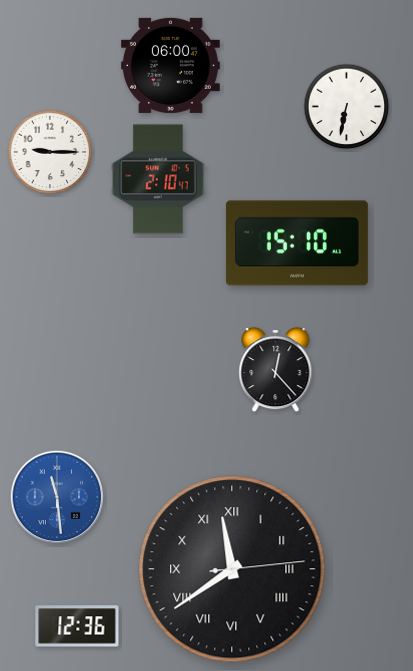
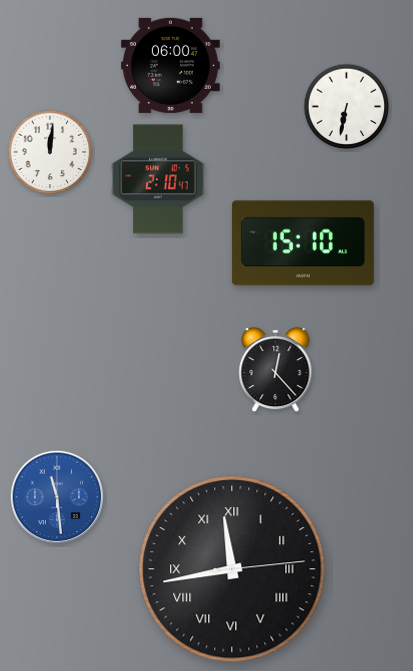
clock at (50, 152): 9:15 -> 12:01
clock at (297, 243) position: (297, 243) -> (303, 243)
clock at (232, 569): 11:39 -> 11:43
clock at (77, 626): 12:36 -> none
